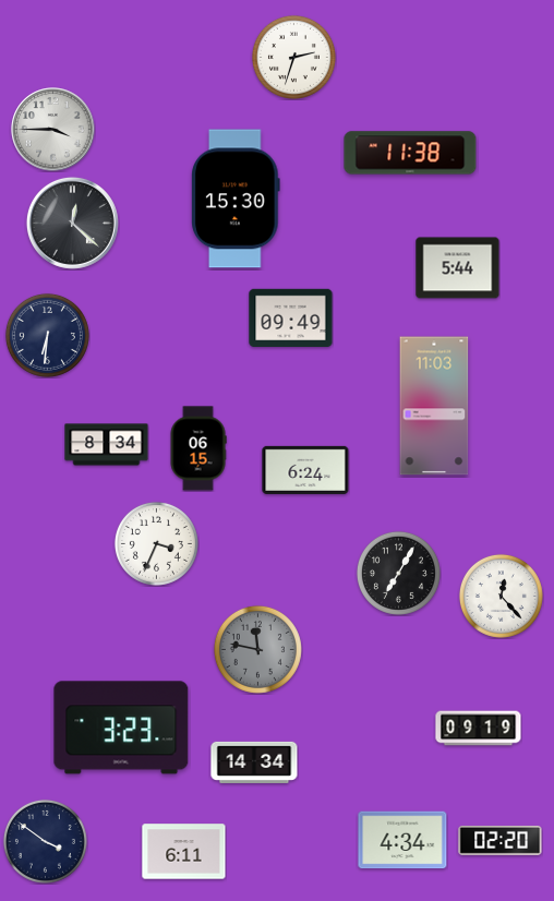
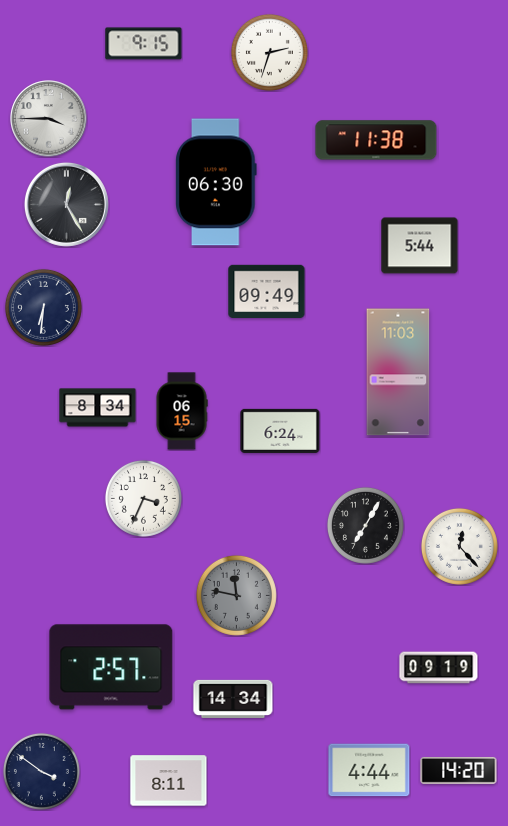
clock at (144, 44): none -> 9:15
clock at (236, 199): 15:30 -> 06:30
clock at (72, 223): 12:22 -> 12:25
clock at (121, 728): 3:23 -> 2:57
clock at (402, 840): 4:34 -> 4:44
clock at (501, 840): 02:20 -> 14:20
clock at (184, 852): 6:11 -> 8:11
